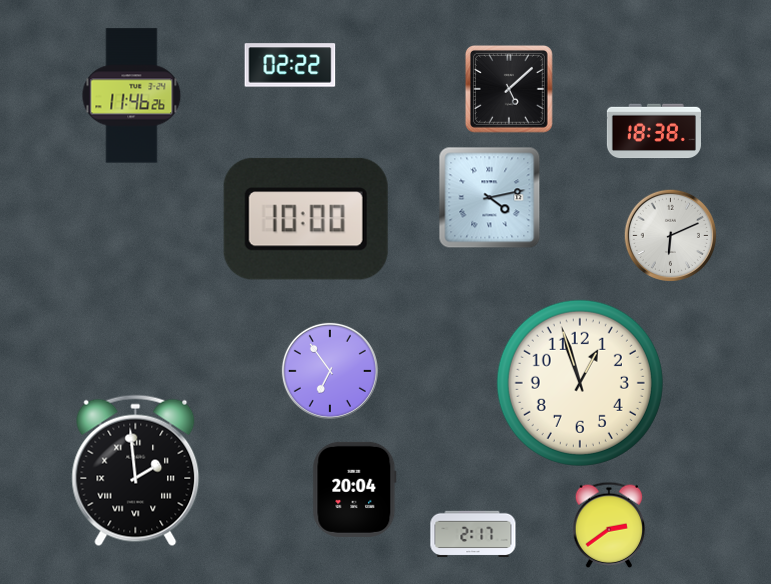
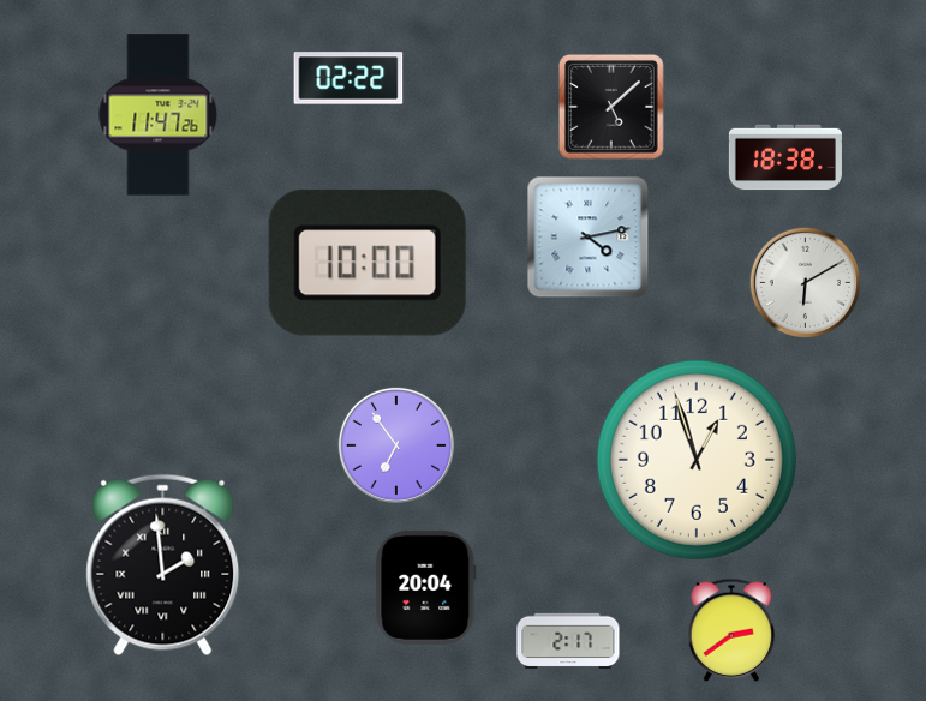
clock at (132, 96): 11:46 -> 11:47
clock at (670, 235): 6:11 -> 6:10
